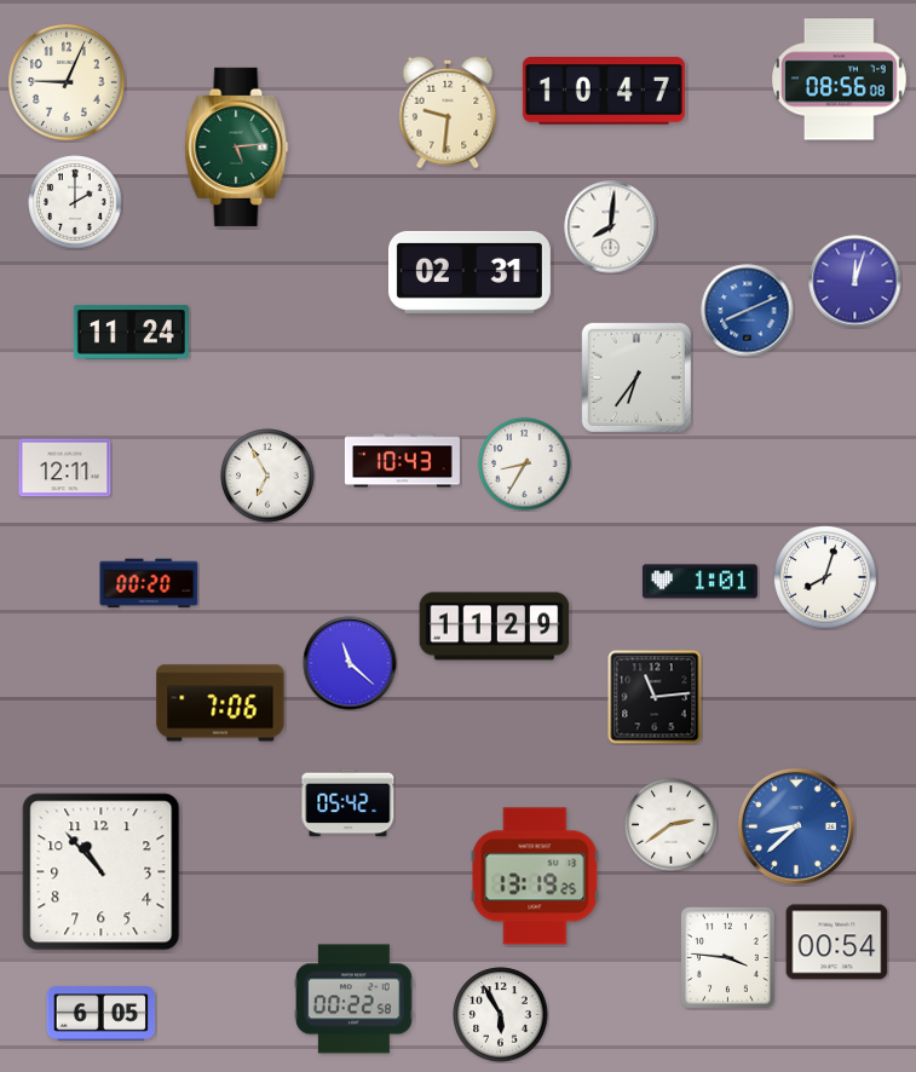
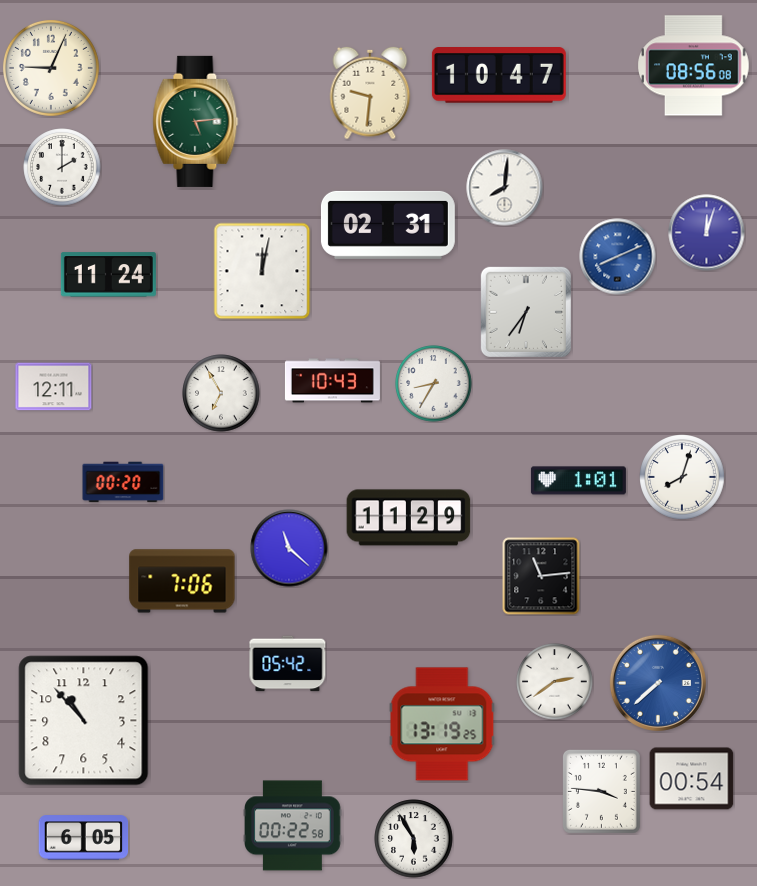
clock at (67, 82) position: (67, 82) -> (51, 68)
clock at (262, 271): none -> 12:02
clock at (796, 826): 8:38 -> 7:38
